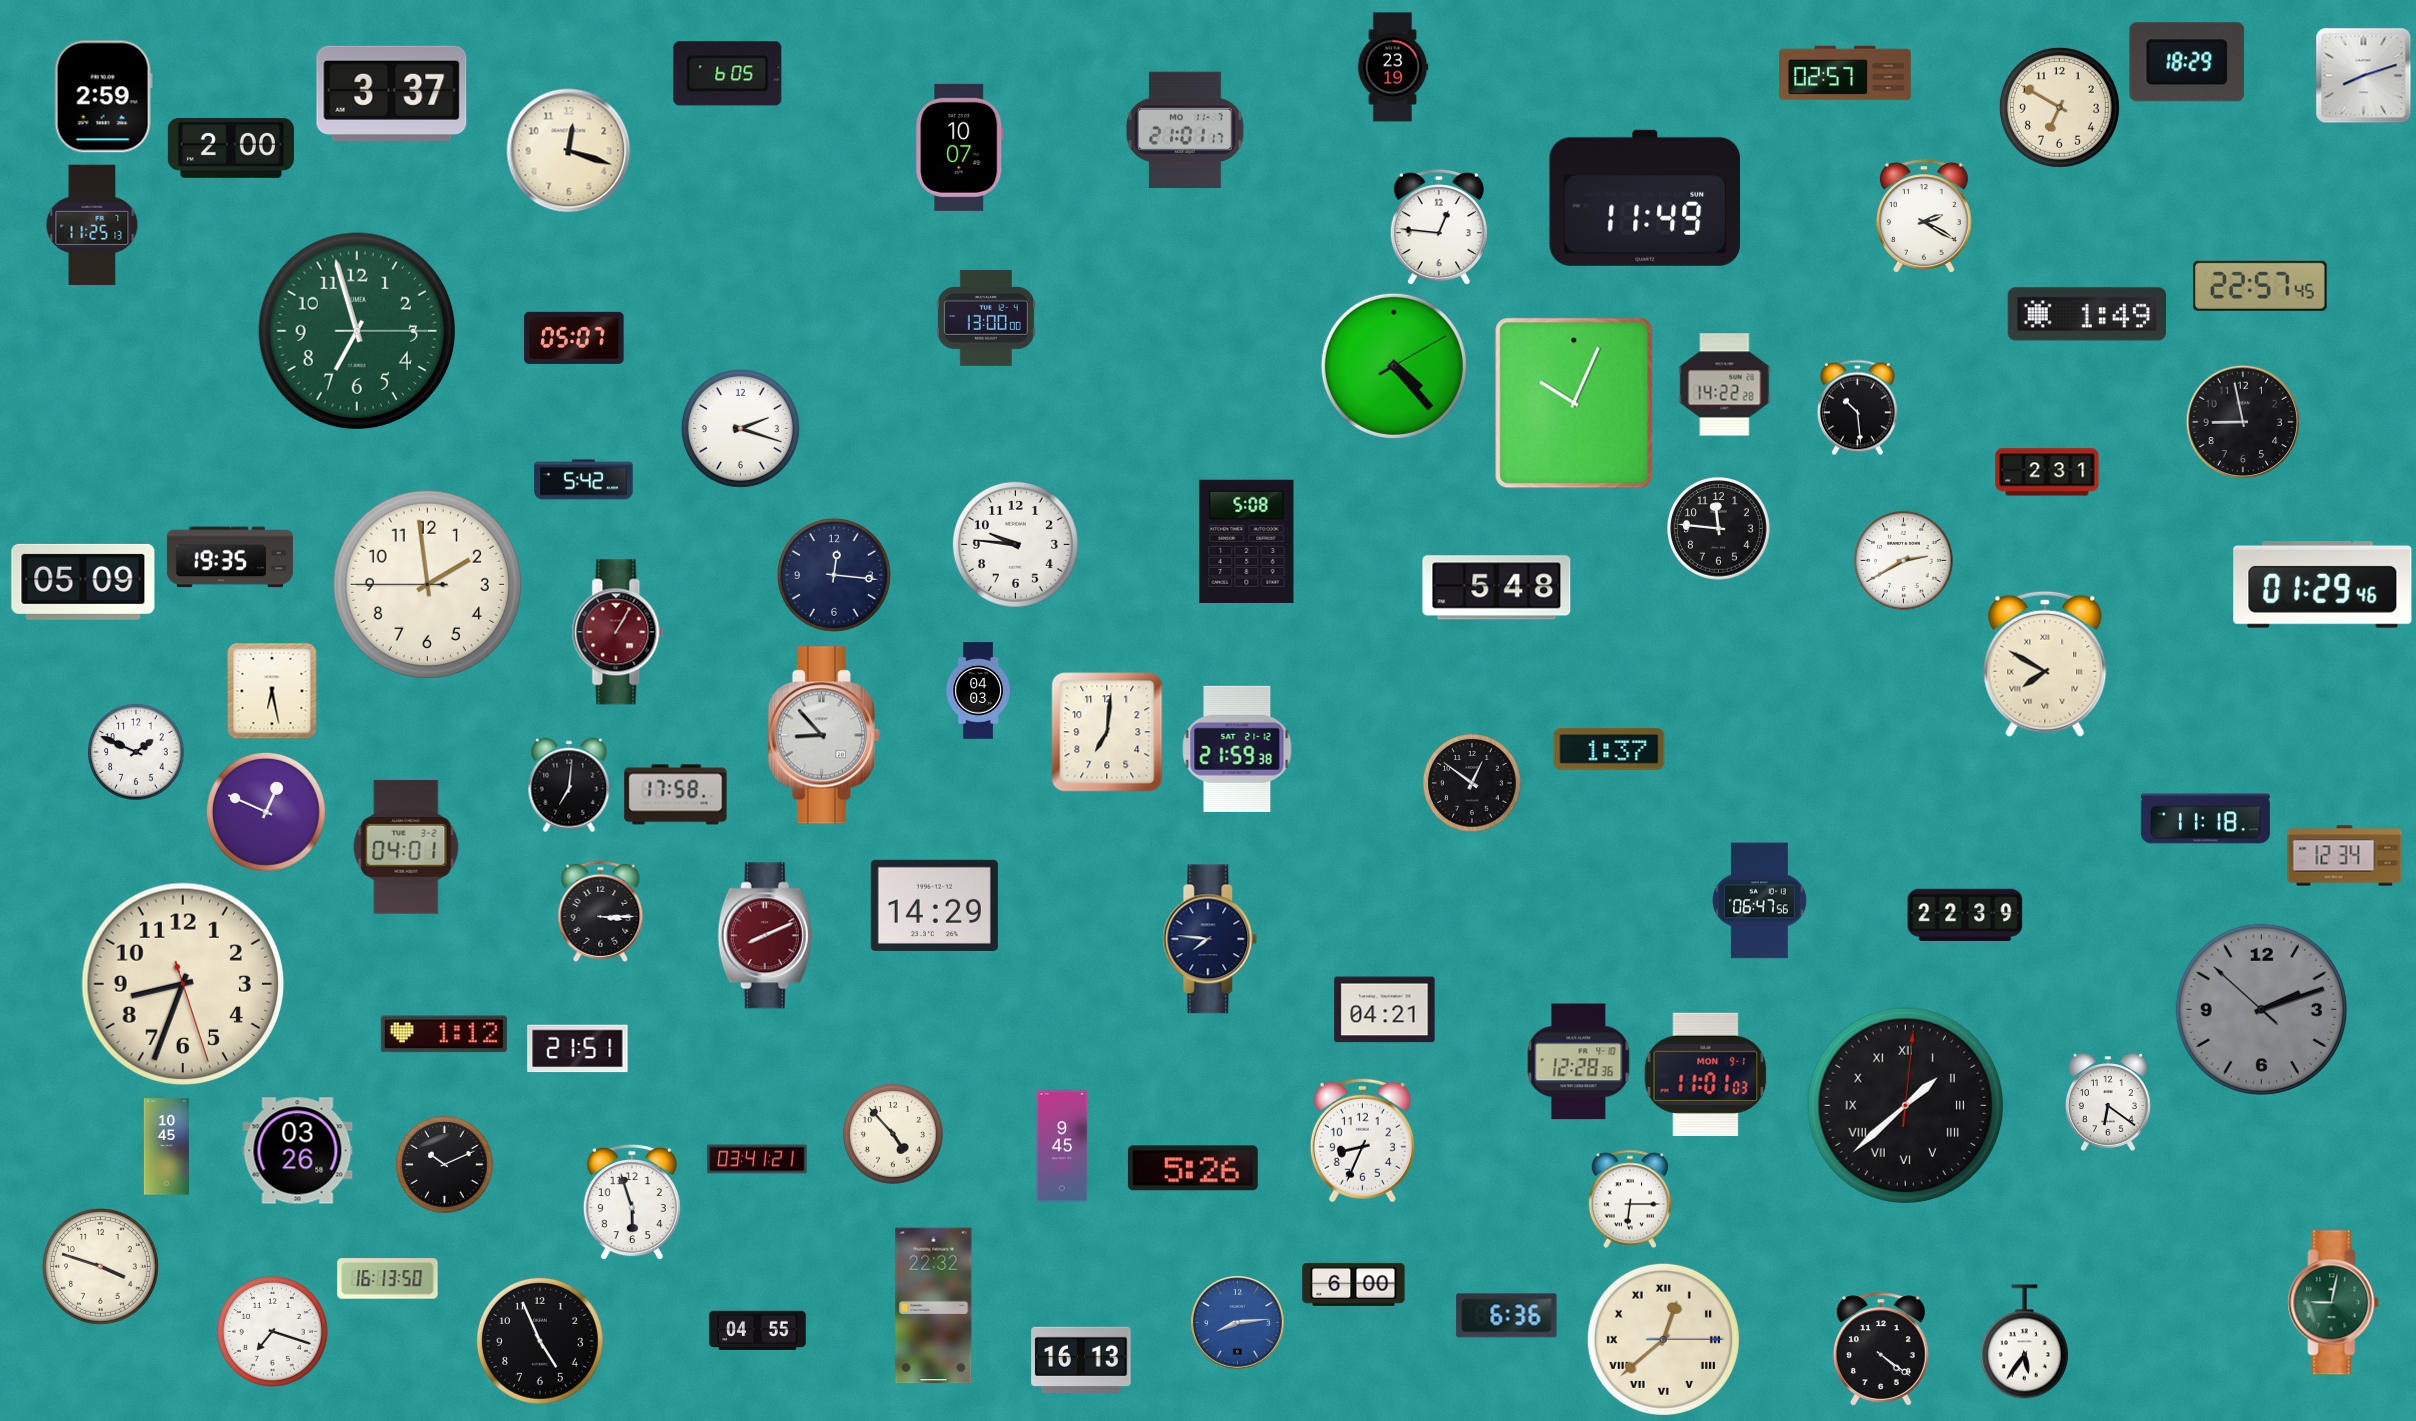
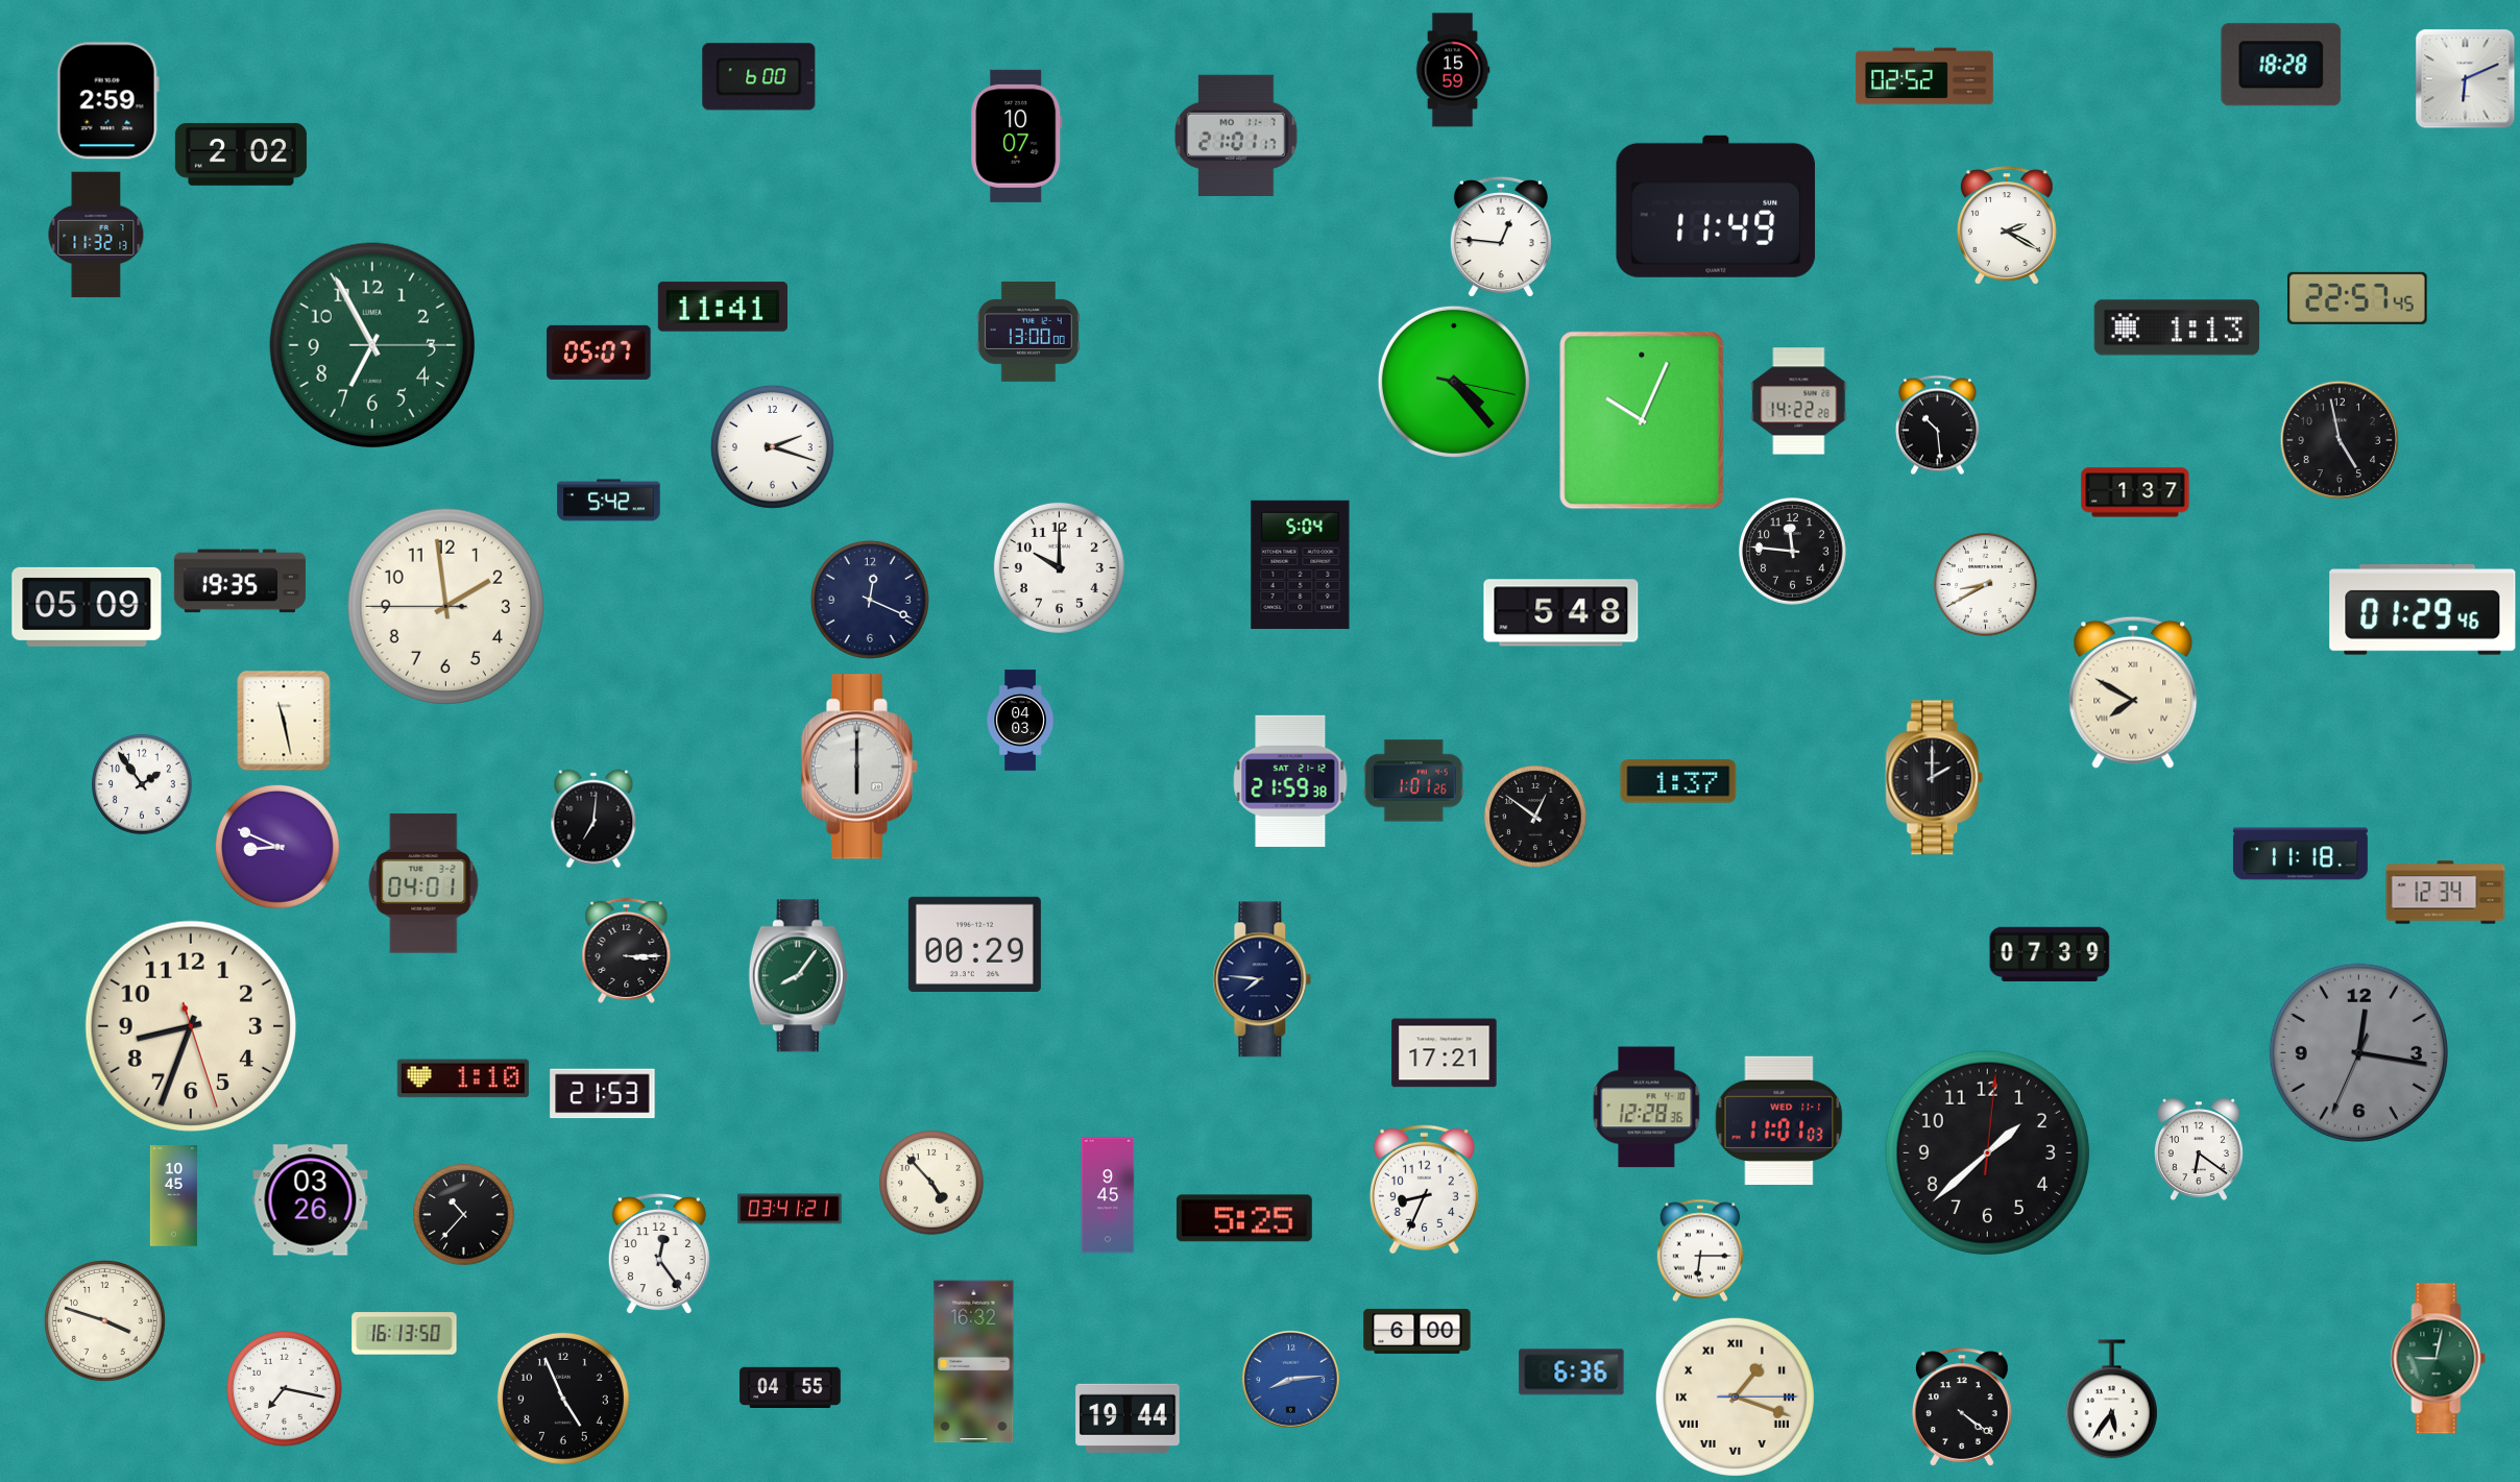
clock at (2187, 62): 18:29 -> 18:28
clock at (1393, 67): 23:19 -> 15:59
clock at (1845, 73): 02:57 -> 02:52
clock at (728, 74): 6:05 -> 6:00
clock at (2364, 76): 8:12 -> 6:11
clock at (392, 93): 3:37 -> none
clock at (2059, 107): 6:50 -> none
clock at (960, 147) position: (960, 147) -> (1017, 136)
clock at (231, 148): 2:00 -> 2:02
clock at (569, 151): 12:18 -> none
clock at (92, 225): 11:25 -> 11:32
clock at (723, 307): none -> 11:41
clock at (2086, 314): 1:49 -> 1:13
clock at (356, 330): 6:57 -> 6:55
clock at (1394, 366): 4:23:10 -> 4:23:17
clock at (2243, 422): 8:58 -> 4:58
clock at (2047, 472): 2:31 -> 1:37
clock at (1247, 541): 5:08 -> 5:04
clock at (1015, 544): 9:46 -> 10:00
clock at (1904, 561): 2:40 -> 8:40
clock at (834, 575): 12:16 -> 12:19
clock at (427, 584) position: (427, 584) -> (445, 606)
clock at (618, 632): 1:05 -> none
clock at (272, 691): 6:28 -> 11:28
clock at (1107, 732): 7:01 -> none
clock at (823, 735): 8:53 -> 6:00
clock at (1935, 778): none -> 2:00
clock at (1413, 781): none -> 1:01
clock at (136, 752): 1:49 -> 1:54
clock at (676, 795): 17:58 -> none
clock at (266, 812): 12:49 -> 8:49
clock at (1759, 901): 06:47 -> none
clock at (934, 905): 14:29 -> 00:29
clock at (1965, 915): 22:39 -> 07:39
clock at (765, 936): 8:11 -> 8:06
clock at (765, 936) dial: burgundy -> green
clock at (2261, 1009): 2:11 -> 12:16
clock at (1385, 1010): 04:21 -> 17:21
clock at (444, 1034): 1:12 -> 1:10
clock at (578, 1049): 21:51 -> 21:53
clock at (1706, 1074) date: MON 9-1 -> WED 11-1
clock at (1905, 1105) numerals: Roman -> Arabic
clock at (1362, 1140) position: (1362, 1140) -> (1424, 1189)
clock at (445, 1165): 10:11 -> 10:37
clock at (1193, 1168): 5:26 -> 5:25
clock at (632, 1202): 5:57 -> 12:24
clock at (1354, 1284) position: (1354, 1284) -> (1418, 1331)
clock at (2334, 1303) position: (2334, 1303) -> (2439, 1359)
clock at (934, 1306): 22:32 -> 16:32
clock at (273, 1332): 7:18 -> 7:17
clock at (1663, 1339): 12:38 -> 1:18
clock at (1081, 1360): 16:13 -> 19:44
